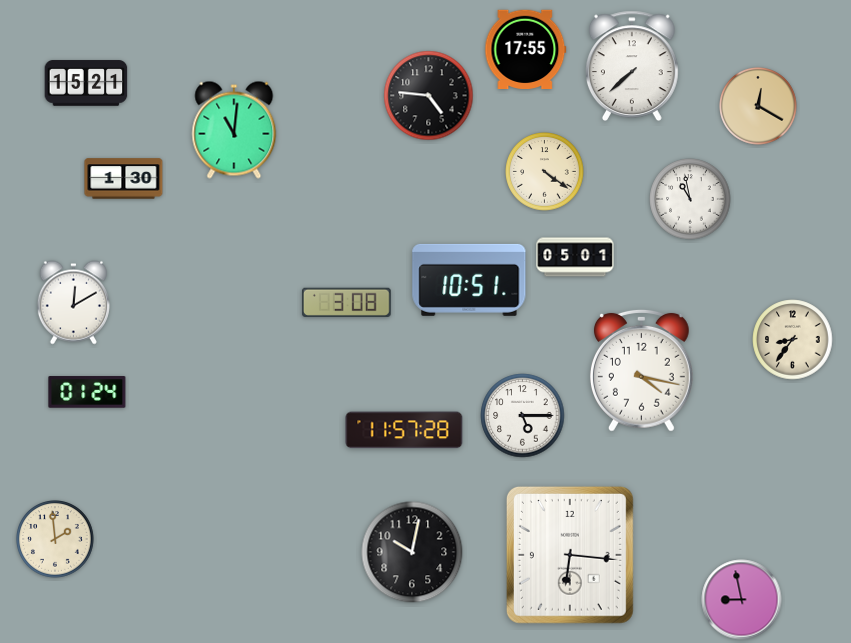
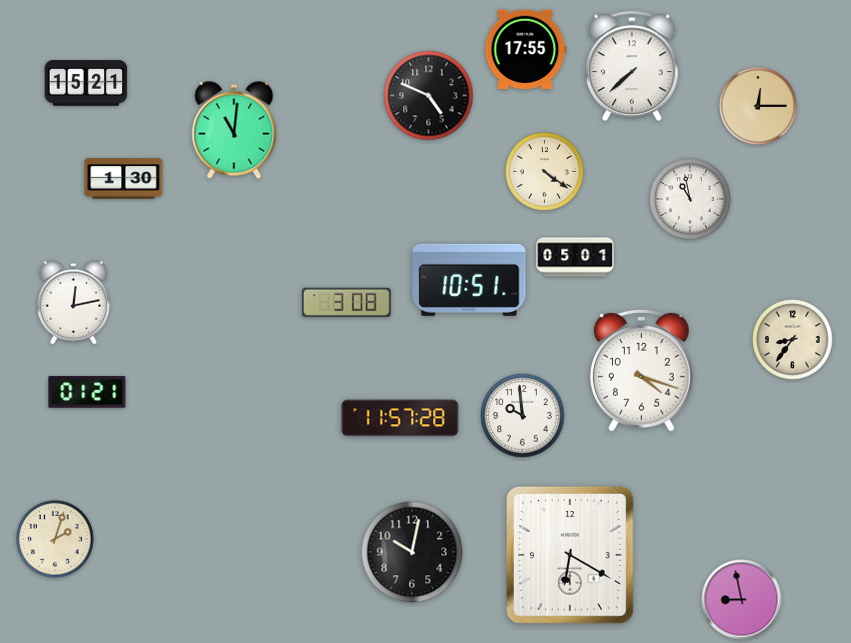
clock at (429, 96): 4:46 -> 4:49
clock at (759, 107): 12:20 -> 12:15
clock at (73, 303): 12:10 -> 12:13
clock at (641, 370): 4:17 -> 4:18
clock at (87, 392): 01:24 -> 01:21
clock at (523, 416): 5:15 -> 9:59
clock at (404, 430) position: (404, 430) -> (400, 418)
clock at (56, 540): 1:59 -> 2:03
clock at (570, 555): 6:16 -> 6:20
